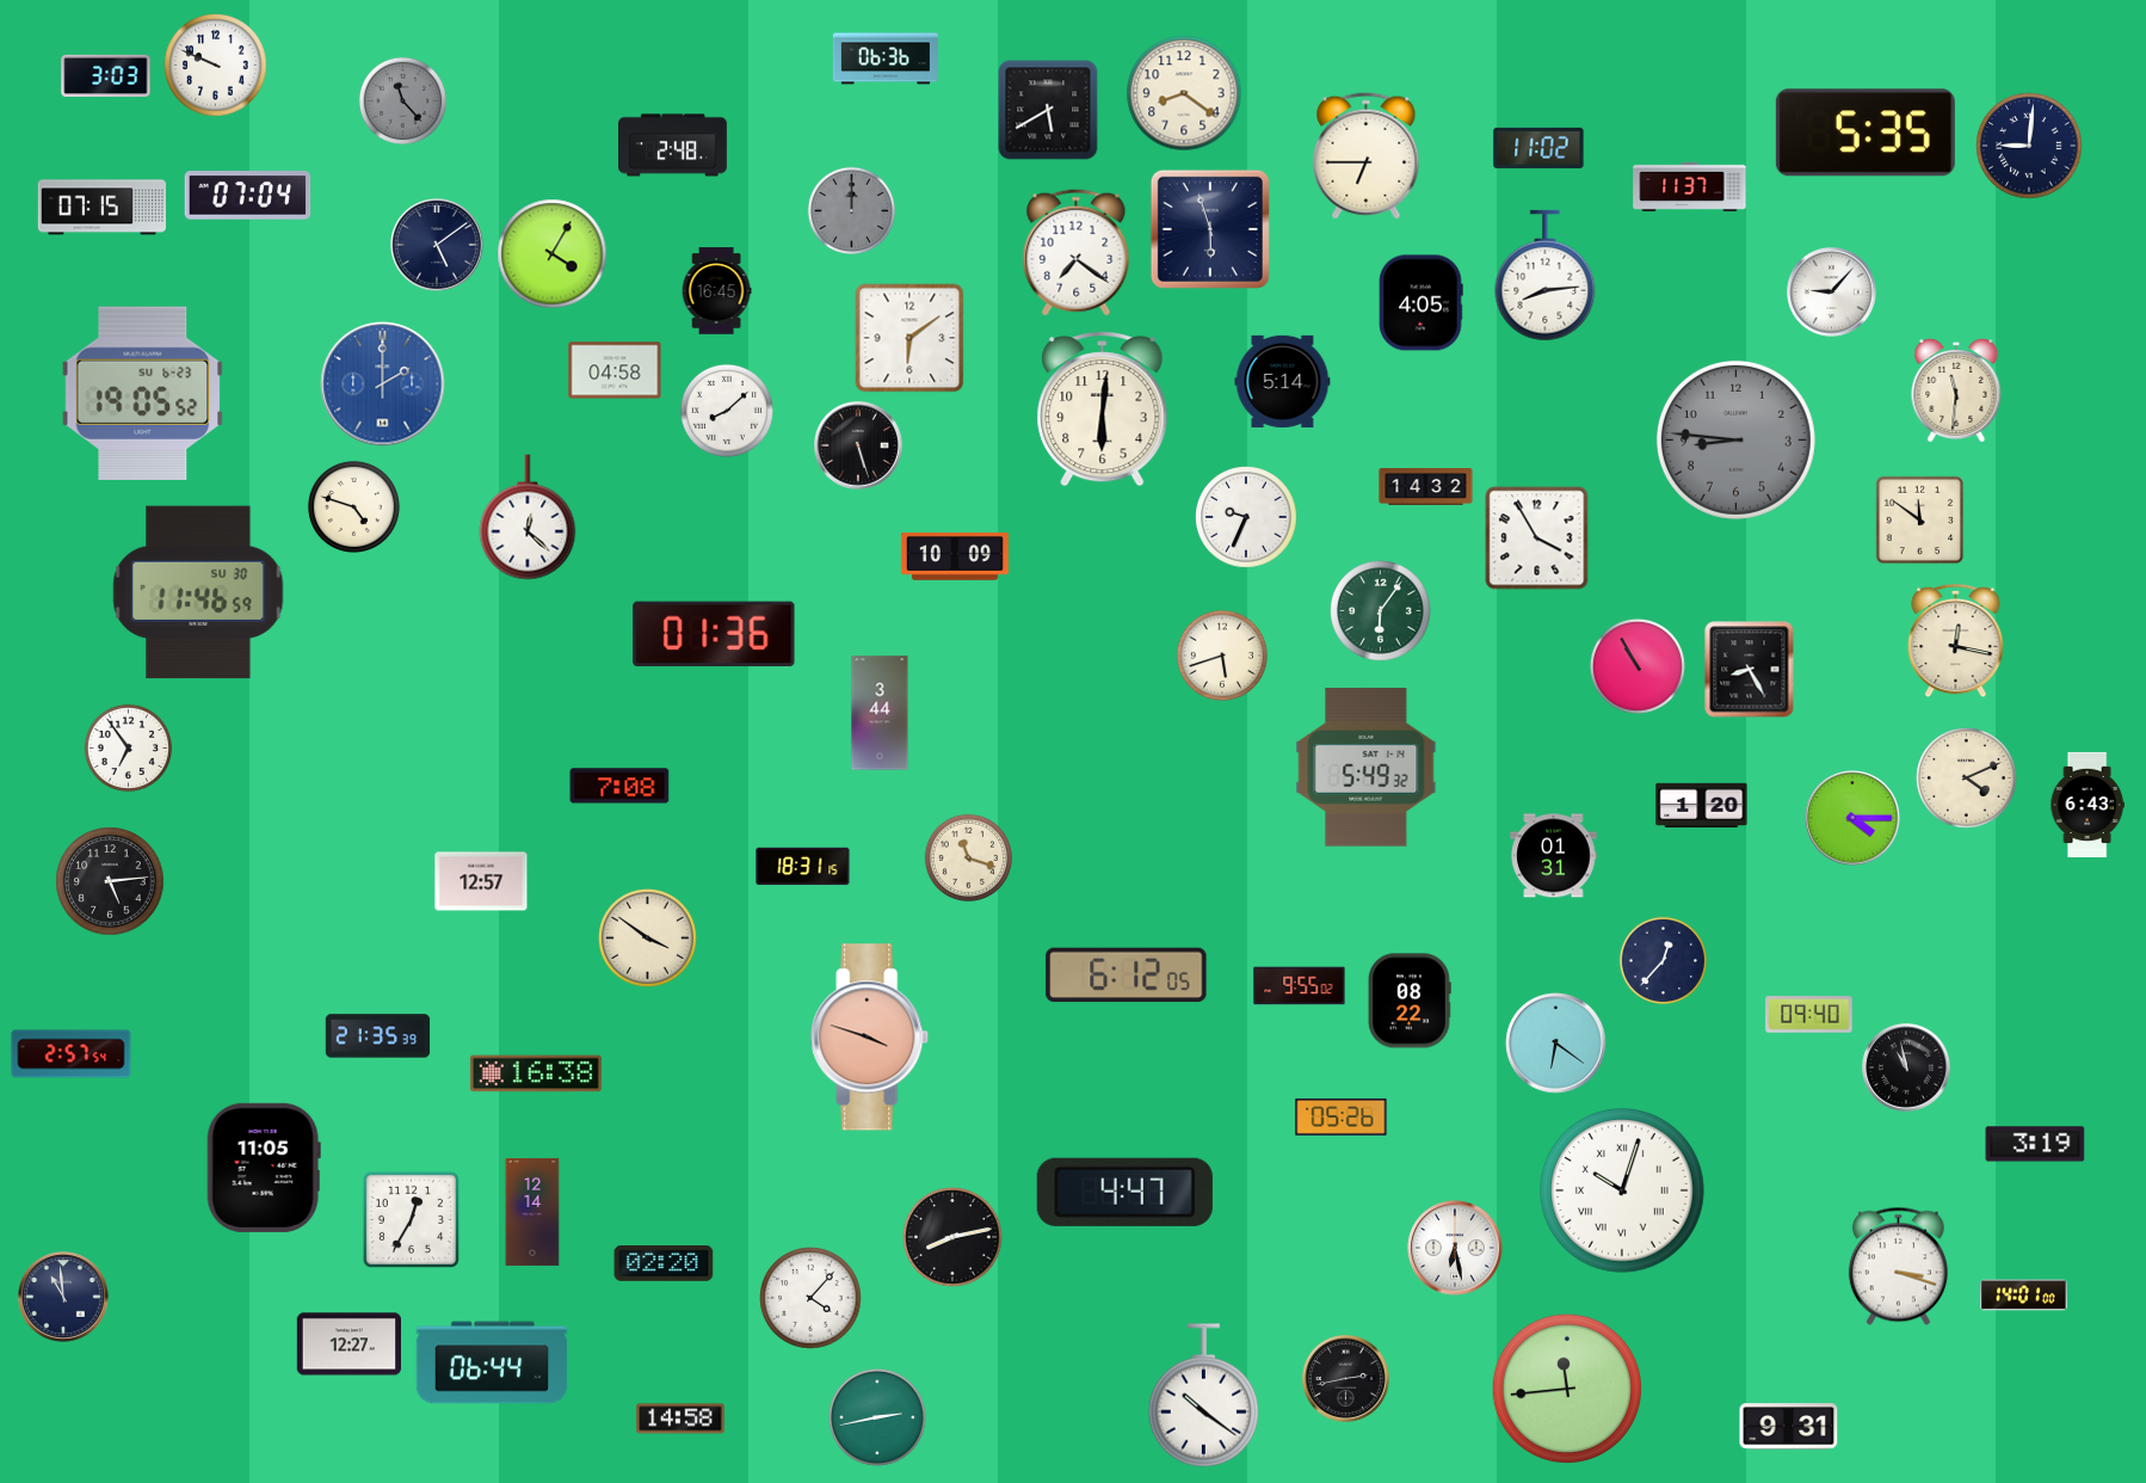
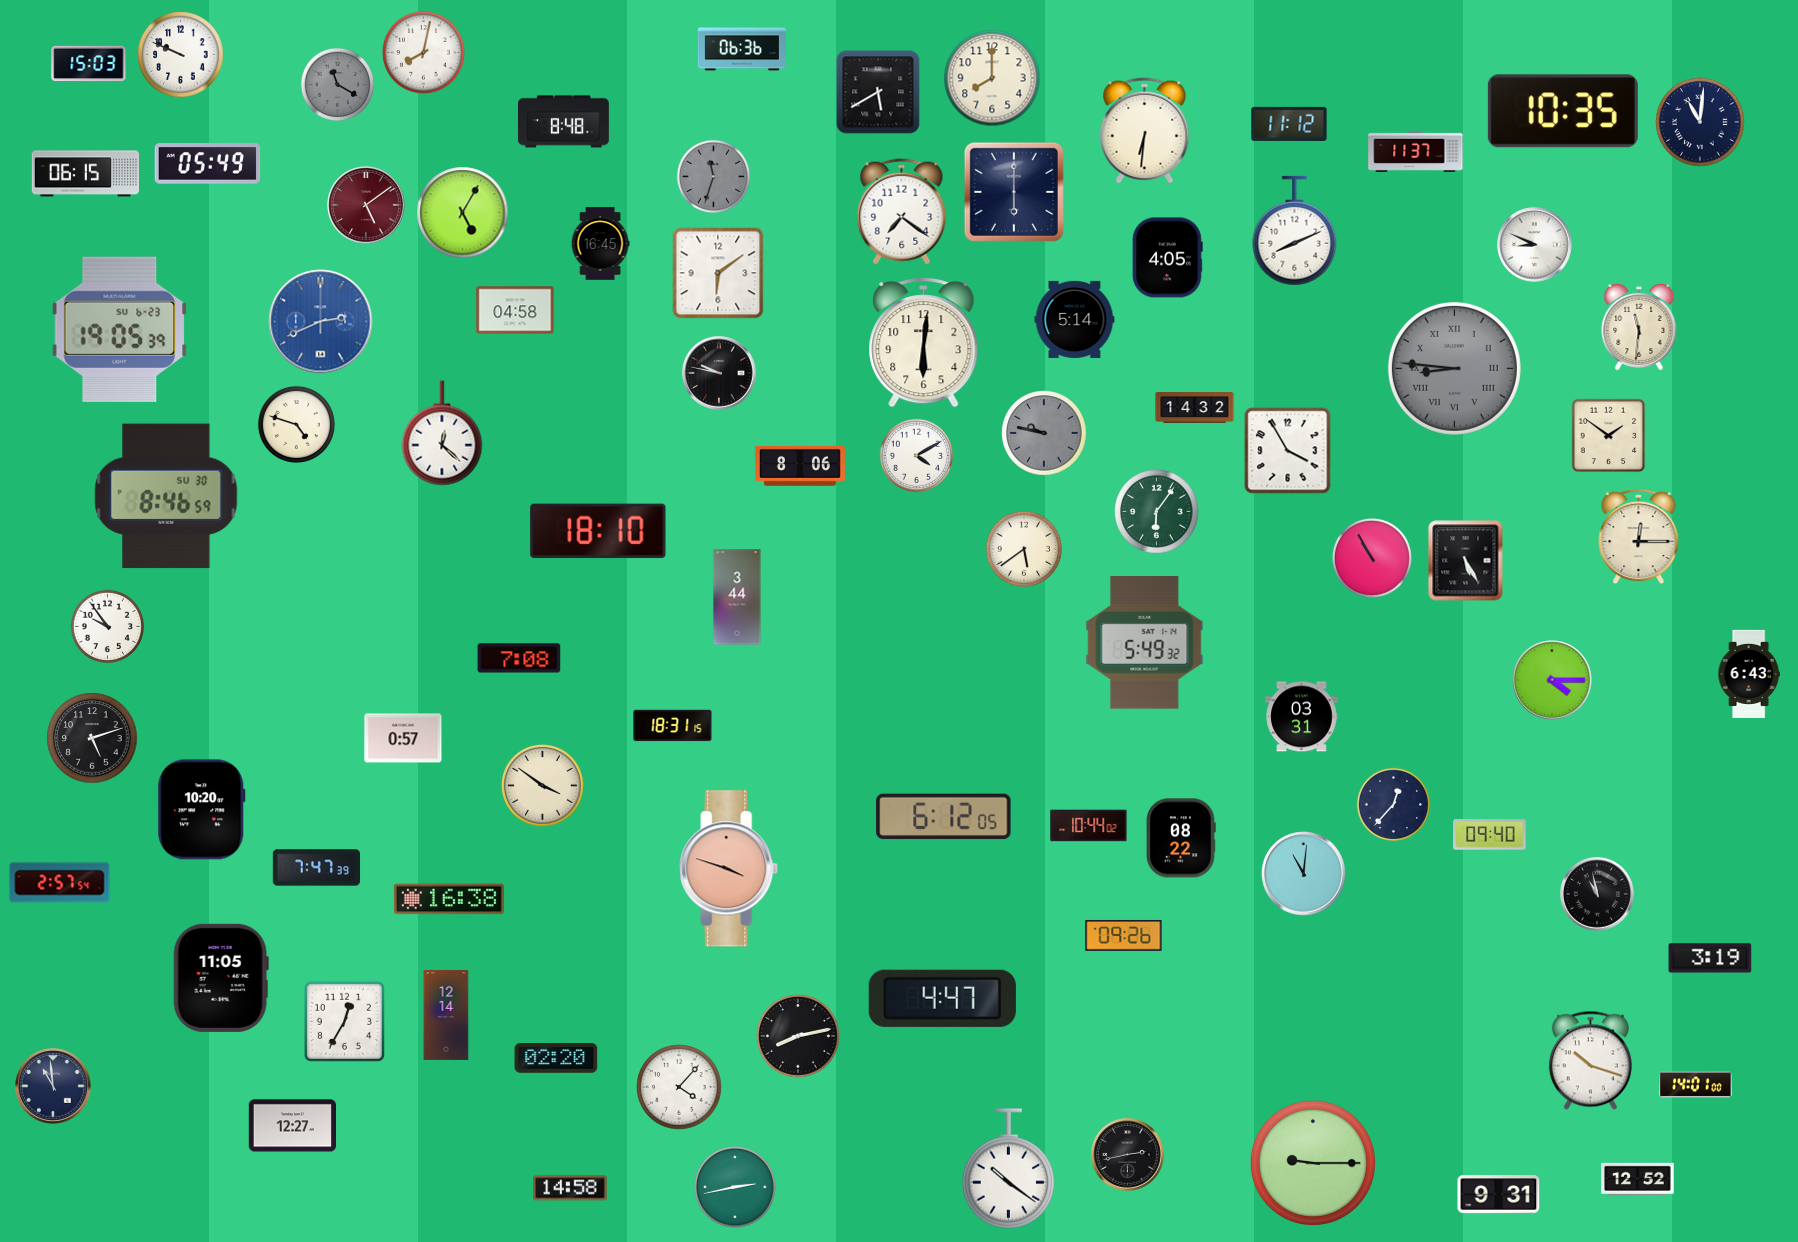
clock at (424, 53): none -> 8:02
clock at (106, 76): 3:03 -> 15:03
clock at (1184, 93): 8:21 -> 8:00
clock at (403, 101): 11:23 -> 11:20
clock at (1866, 133): 5:35 -> 10:35
clock at (673, 146): 2:48 -> 8:48
clock at (2029, 146): 9:01 -> 11:01
clock at (1538, 148): 11:02 -> 11:12
clock at (1367, 156): 6:45 -> 6:31
clock at (1690, 186) position: (1690, 186) -> (1416, 151)
clock at (248, 196): 07:04 -> 05:49
clock at (101, 208): 07:15 -> 06:15
clock at (852, 211): 12:00 -> 11:33
clock at (1210, 229): 5:57 -> 6:00
clock at (437, 245) dial: navy -> burgundy
clock at (553, 254): 4:05 -> 5:05
clock at (1546, 276): 8:14 -> 8:11
clock at (1832, 293): 9:07 -> 8:49
clock at (1420, 303) position: (1420, 303) -> (1167, 258)
clock at (909, 338) position: (909, 338) -> (718, 273)
clock at (383, 384): 2:00 -> 2:41
clock at (143, 393): 19:05:52 -> 19:05:39
clock at (727, 411): 8:08 -> none
clock at (1735, 439) numerals: Arabic -> Roman
clock at (859, 447): 5:27 -> 9:47
clock at (1246, 517): 9:34 -> 9:47
clock at (1246, 517) dial: white -> grey
clock at (1920, 521): 11:51 -> 1:51
clock at (917, 456): none -> 4:10
clock at (955, 556): 10:09 -> 8:06
clock at (198, 592): 11:46 -> 8:46
clock at (714, 634): 01:36 -> 18:10
clock at (1956, 641): 12:17 -> 12:15
clock at (1222, 656): 5:42 -> 5:39
clock at (1750, 670): 8:25 -> 5:25
clock at (129, 749): 6:54 -> 9:54
clock at (1967, 779): 4:11 -> none
clock at (1702, 805): 1:20 -> none
clock at (1852, 818) position: (1852, 818) -> (1552, 680)
clock at (1554, 856): 01:31 -> 03:31
clock at (969, 859): 11:18 -> none
clock at (110, 881): 5:14 -> 5:12
clock at (481, 881): 12:57 -> 0:57
clock at (202, 810): none -> 10:20
clock at (1300, 986): 9:55 -> 10:44
clock at (1809, 1015) position: (1809, 1015) -> (1490, 835)
clock at (378, 1036): 21:35 -> 7:47
clock at (1556, 1044): 6:21 -> 11:01
clock at (1342, 1118): 05:26 -> 09:26
clock at (2035, 1144) position: (2035, 1144) -> (1710, 958)
clock at (1623, 1192): 10:03 -> none
clock at (1455, 1248): 6:28 -> none
clock at (1898, 1267): 3:18 -> 10:18
clock at (492, 1362): 06:44 -> none
clock at (1567, 1389): 11:44 -> 9:15
clock at (1638, 1179): none -> 12:52
